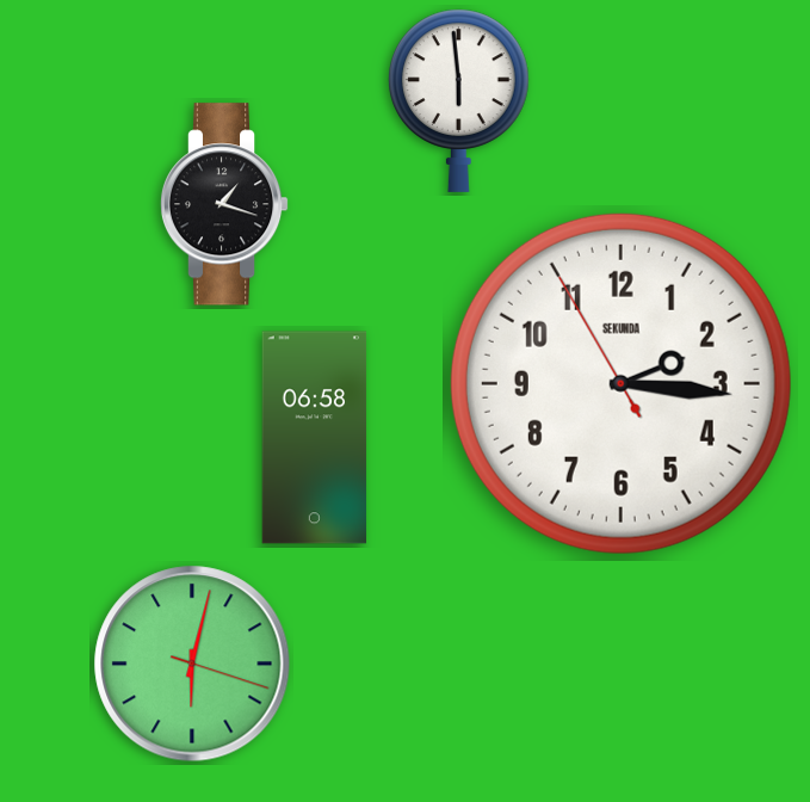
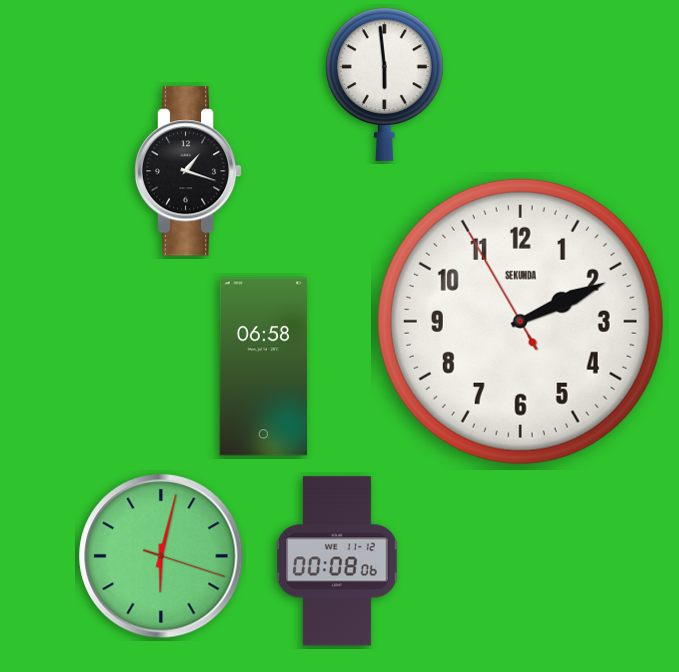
clock at (620, 383): 2:15 -> 2:10
clock at (337, 561): none -> 00:08
